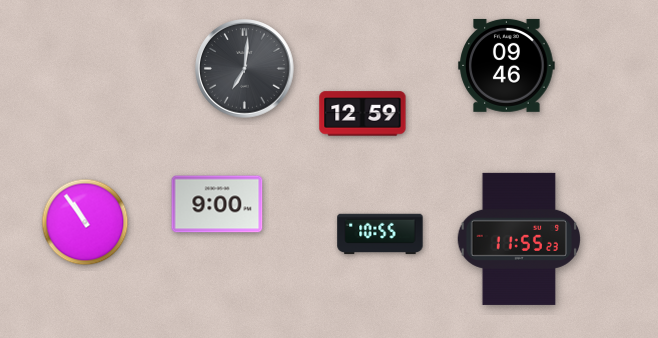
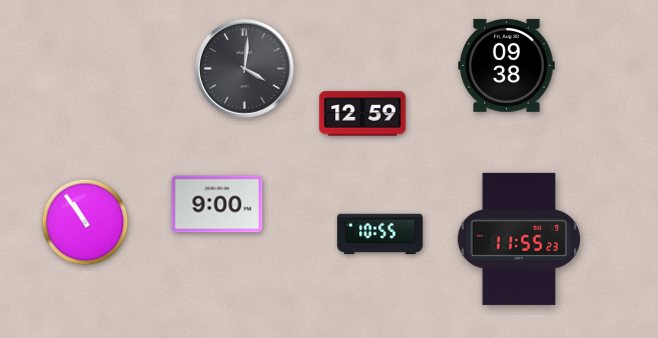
clock at (507, 65): 09:46 -> 09:38
clock at (245, 69): 7:01 -> 4:01
